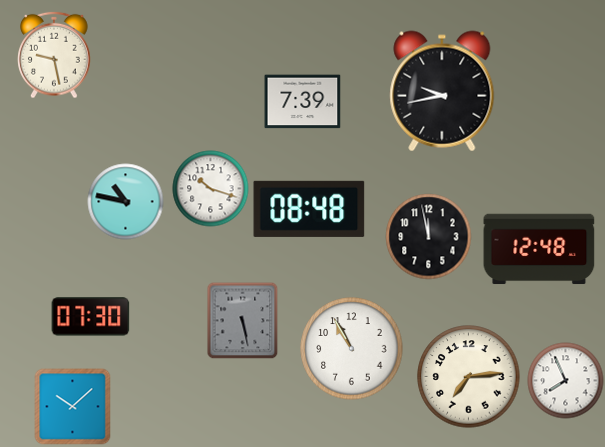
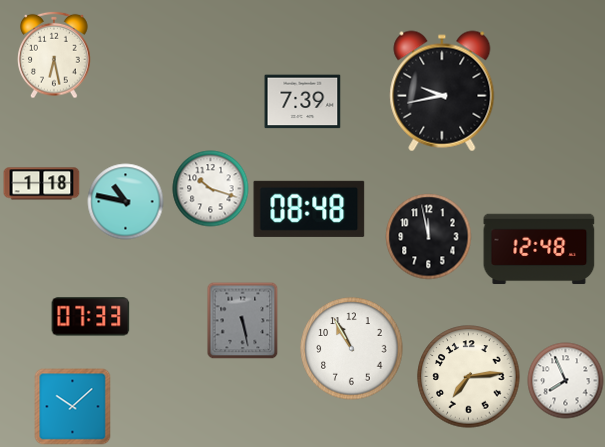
clock at (54, 55): 9:28 -> 6:28
clock at (42, 184): none -> 1:18
clock at (91, 317): 07:30 -> 07:33
